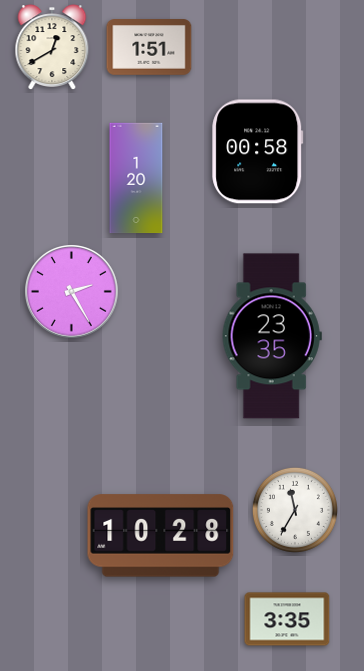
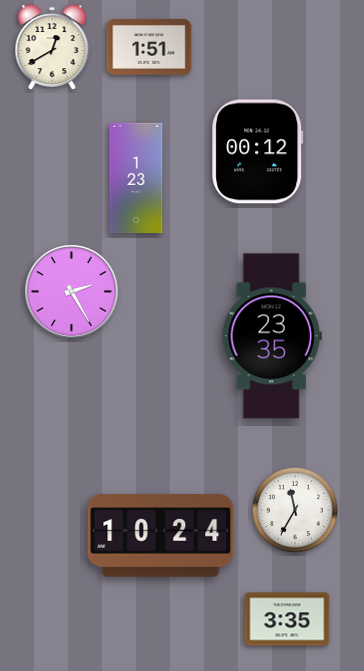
clock at (258, 152): 00:58 -> 00:12
clock at (136, 178): 1:20 -> 1:23
clock at (161, 536): 10:28 -> 10:24
